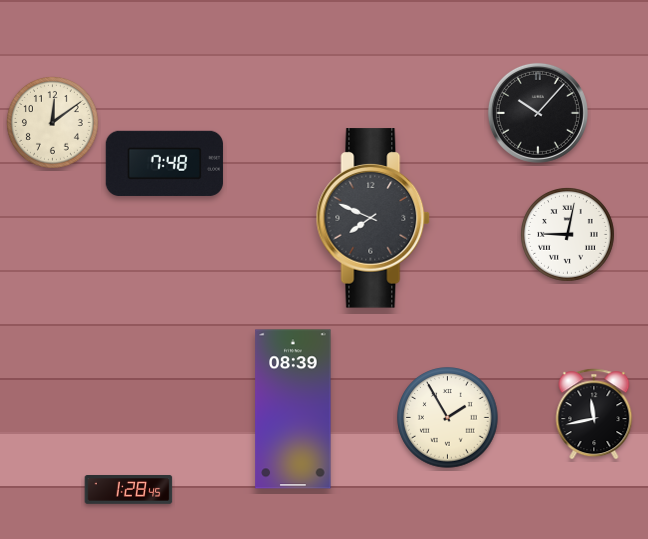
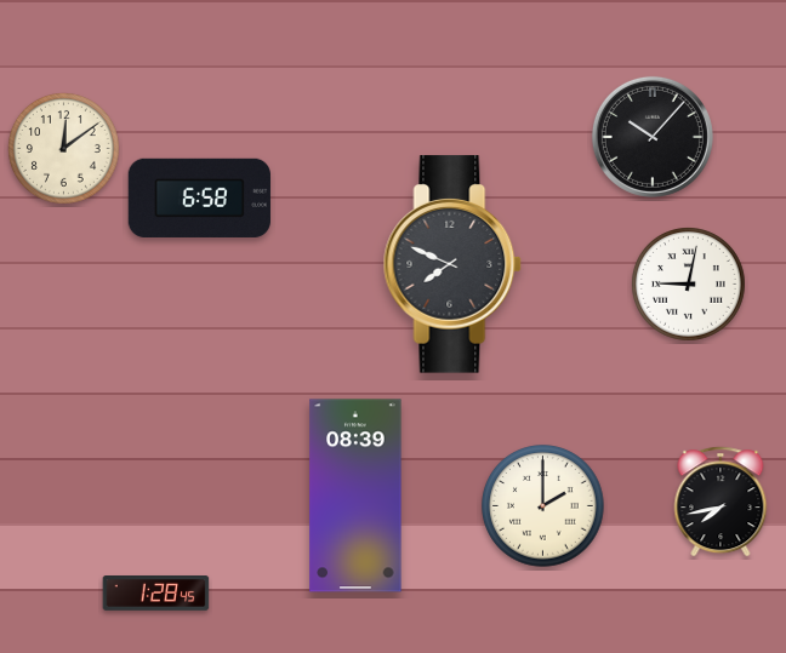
clock at (164, 163): 7:48 -> 6:58
clock at (594, 414): 11:43 -> 7:43
clock at (448, 418): 1:55 -> 2:00
